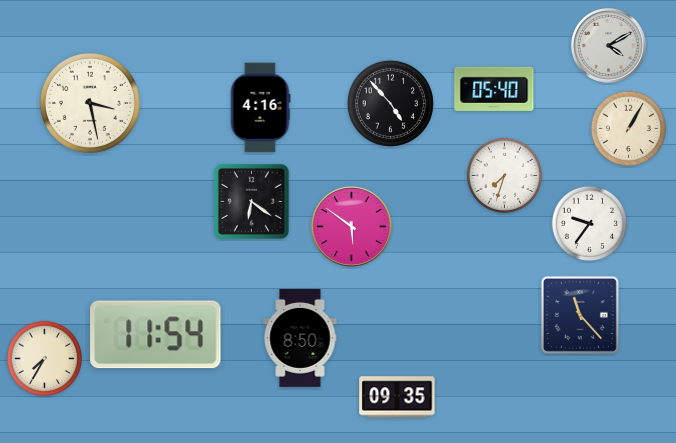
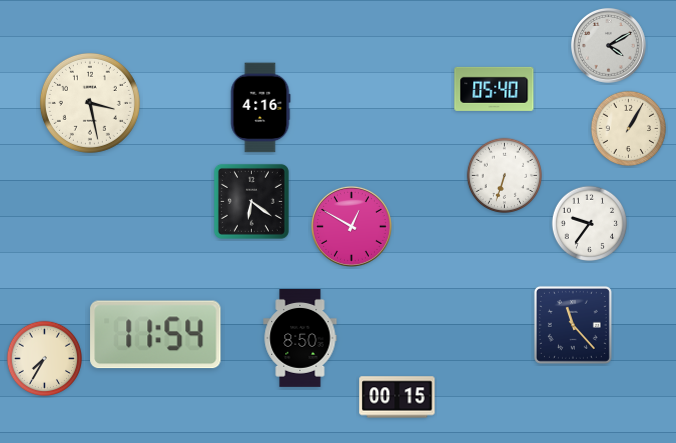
clock at (390, 103): 4:53 -> none
clock at (505, 176): 7:33 -> 6:33
clock at (351, 226): 5:51 -> 12:50
clock at (580, 315) position: (580, 315) -> (573, 325)
clock at (397, 397): 09:35 -> 00:15
